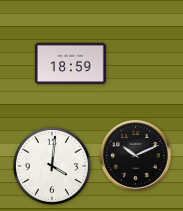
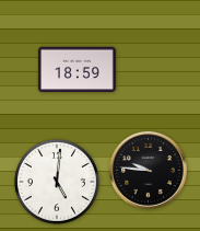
clock at (135, 155): 10:11 -> 9:46
clock at (52, 166): 4:01 -> 5:01
